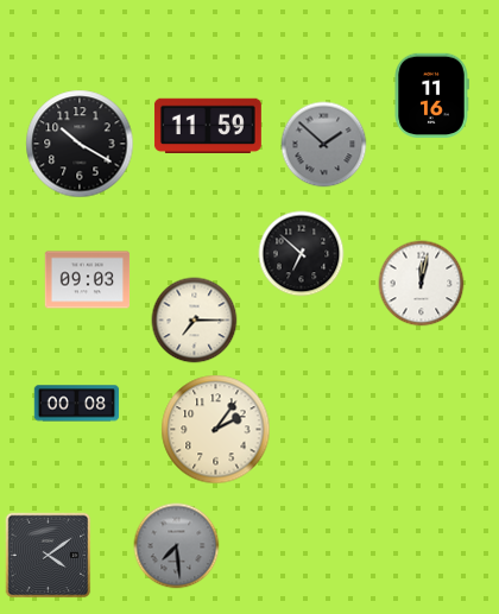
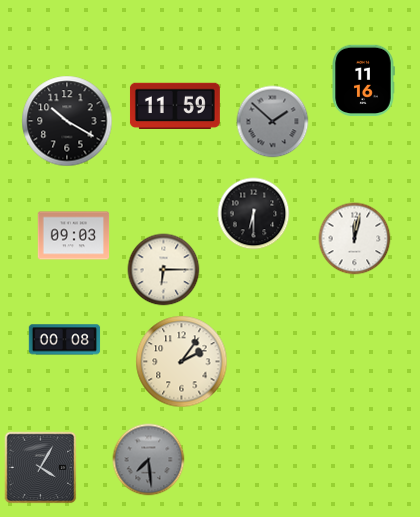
clock at (302, 254): 6:52 -> 6:30
clock at (195, 321): 7:15 -> 6:15
clock at (49, 556): 4:09 -> 4:05
